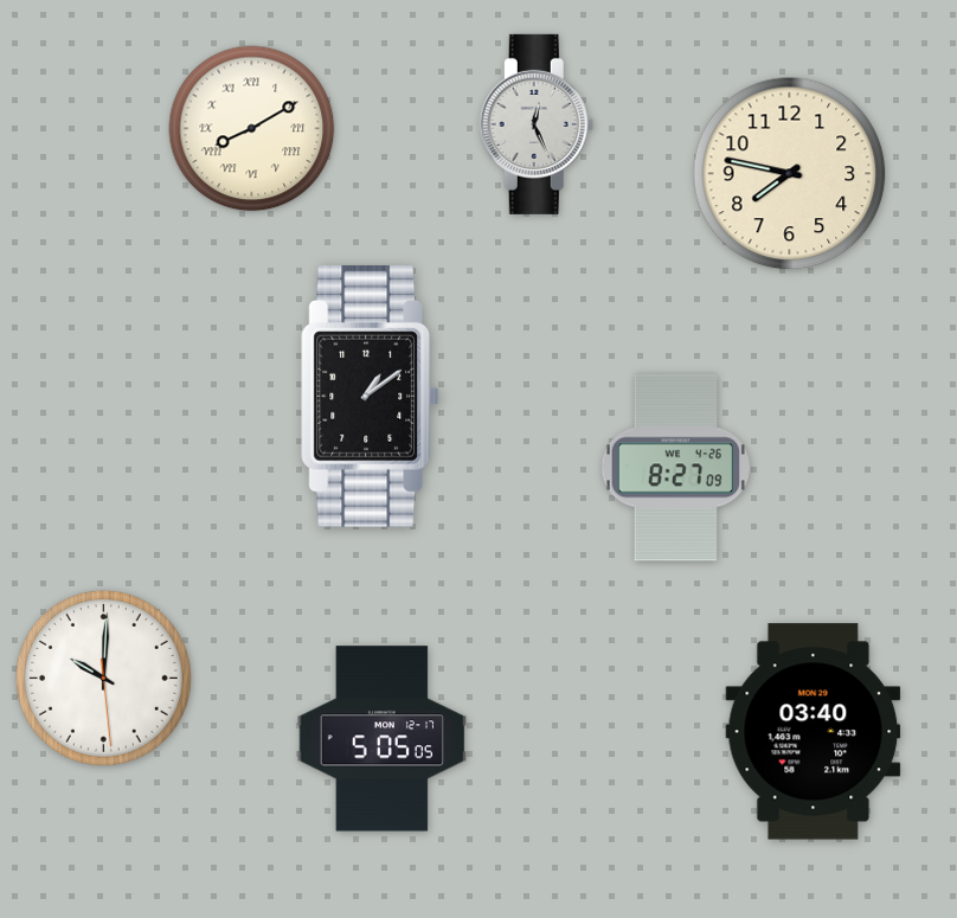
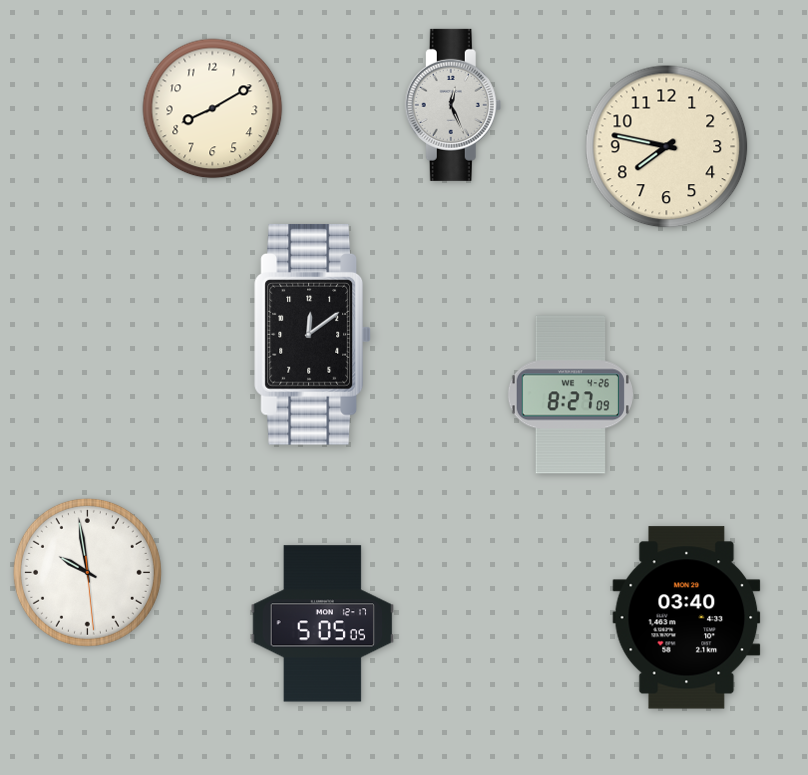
clock at (252, 129) numerals: Roman -> Arabic
clock at (370, 396): 1:09 -> 12:09
clock at (103, 678): 10:00 -> 9:58
